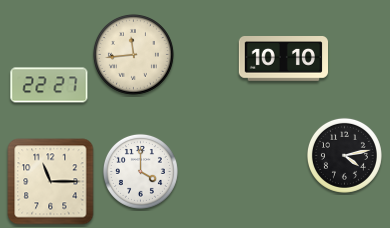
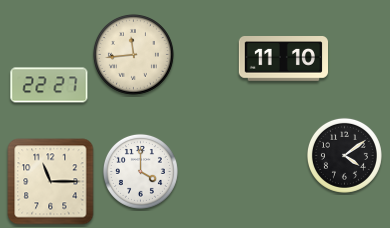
clock at (283, 59): 10:10 -> 11:10
clock at (344, 155): 4:13 -> 4:09
